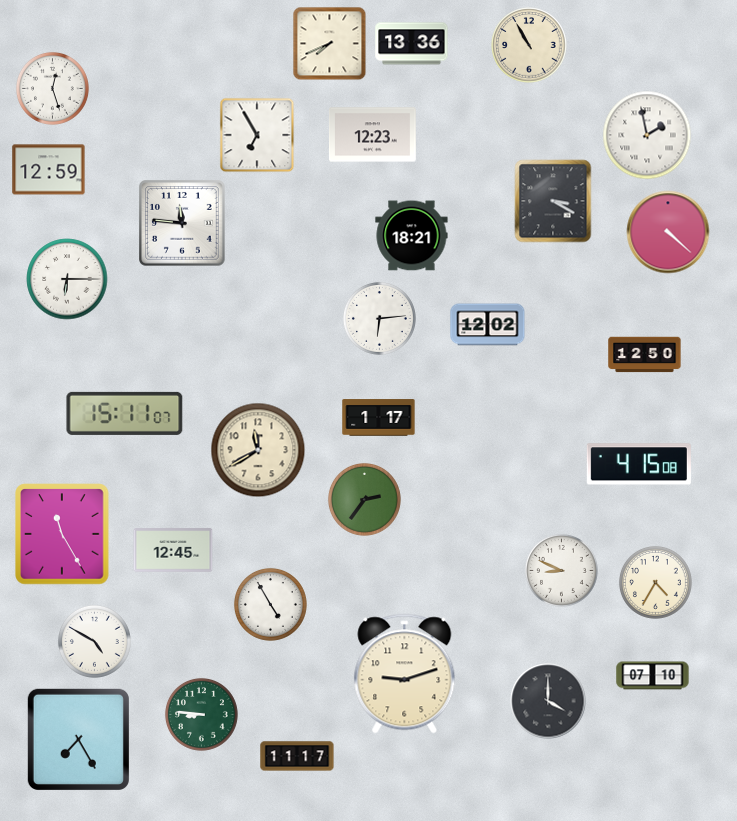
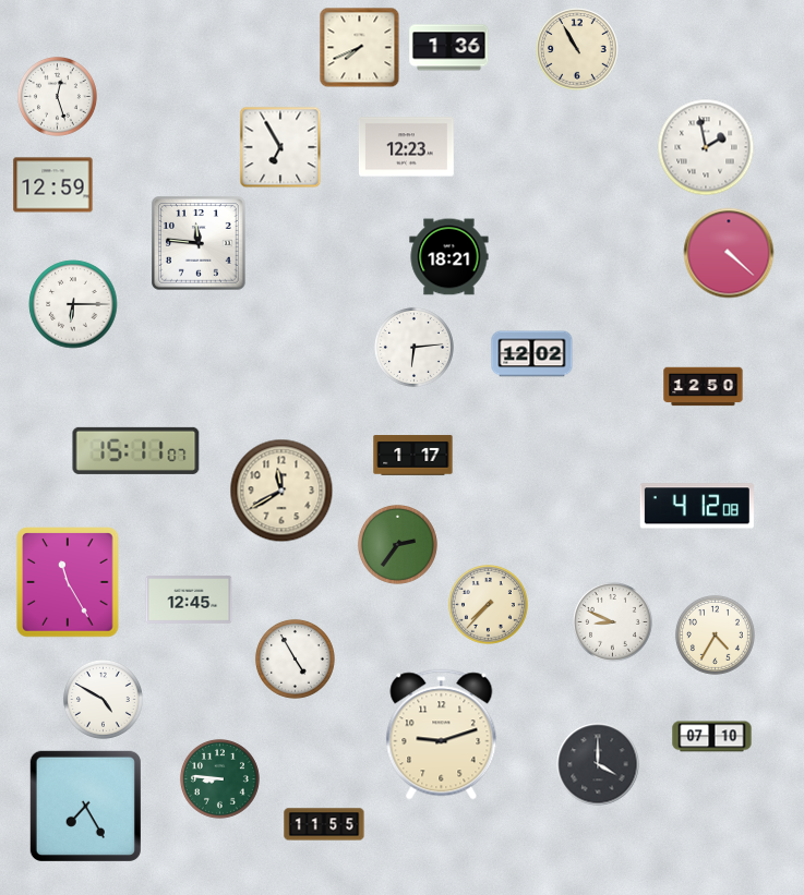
clock at (412, 44): 13:36 -> 1:36
clock at (553, 201): 3:20 -> none
clock at (639, 464): 4:15 -> 4:12
clock at (488, 604): none -> 7:37
clock at (297, 756): 11:17 -> 11:55
